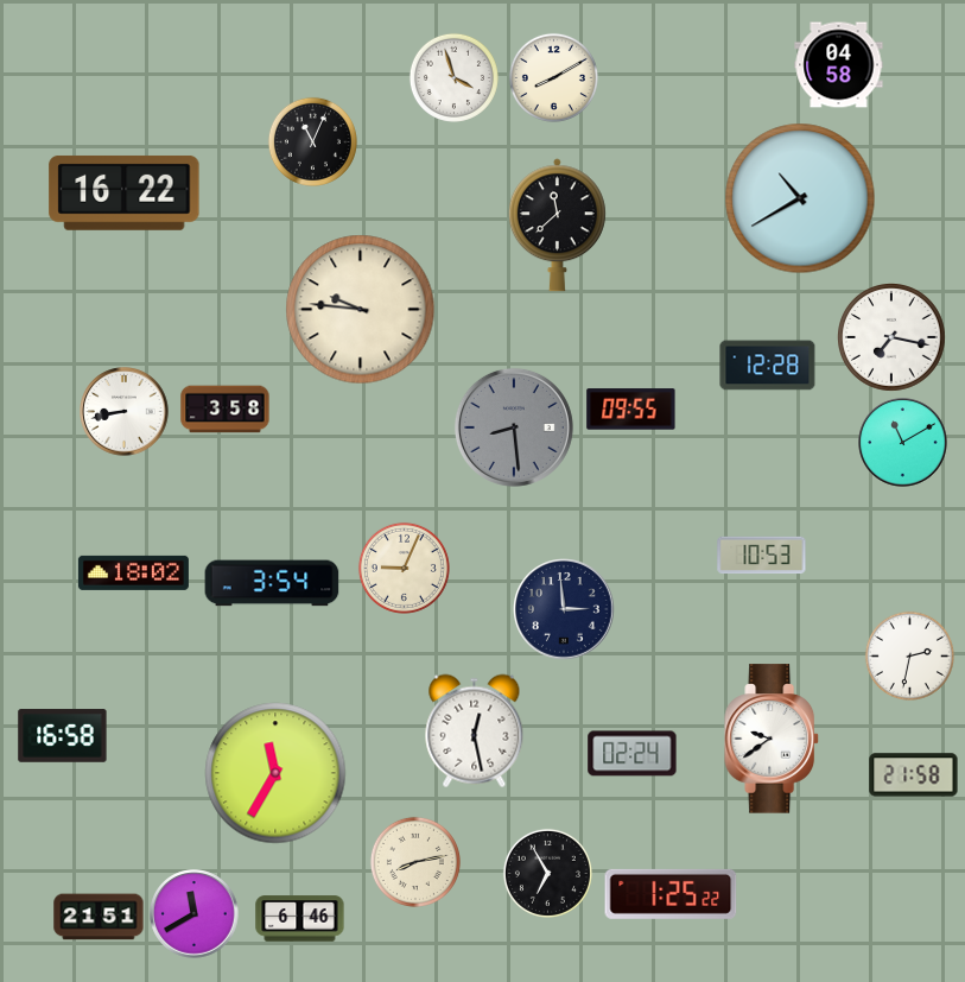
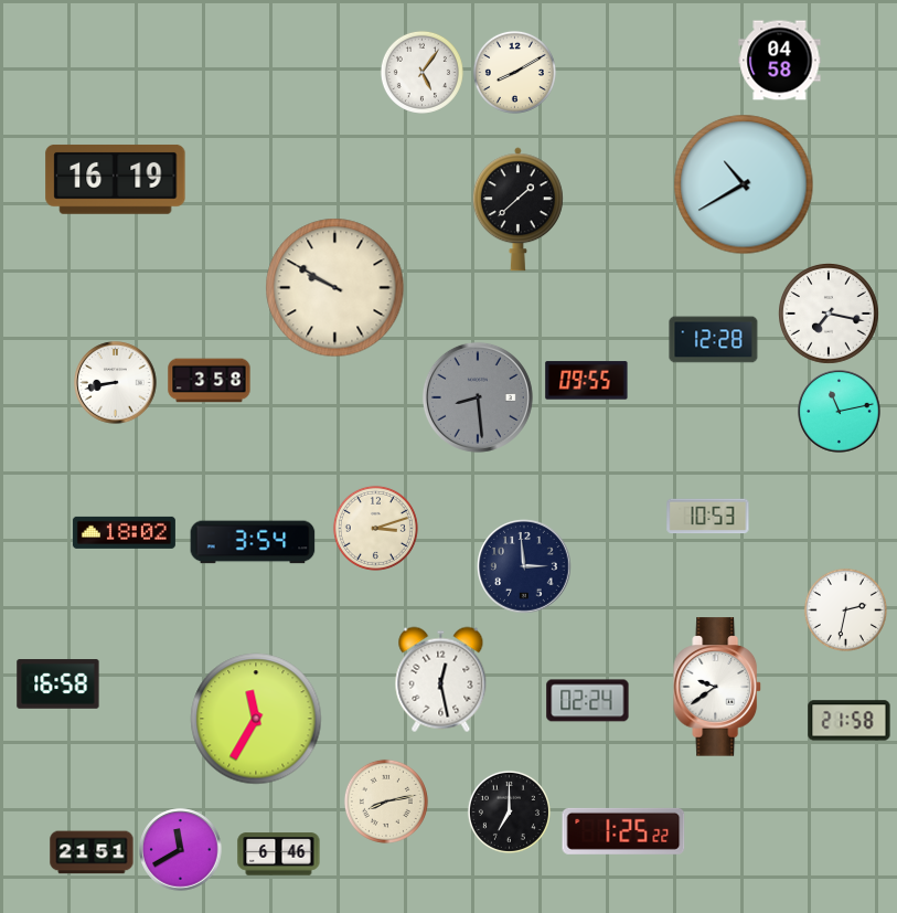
clock at (453, 77): 3:57 -> 5:06
clock at (312, 141): 11:04 -> none
clock at (125, 192): 16:22 -> 16:19
clock at (557, 226): 11:38 -> 1:38
clock at (361, 310): 9:46 -> 9:50
clock at (903, 443): 11:10 -> 11:13
clock at (404, 568): 9:04 -> 3:12
clock at (547, 873): 6:55 -> 7:00
